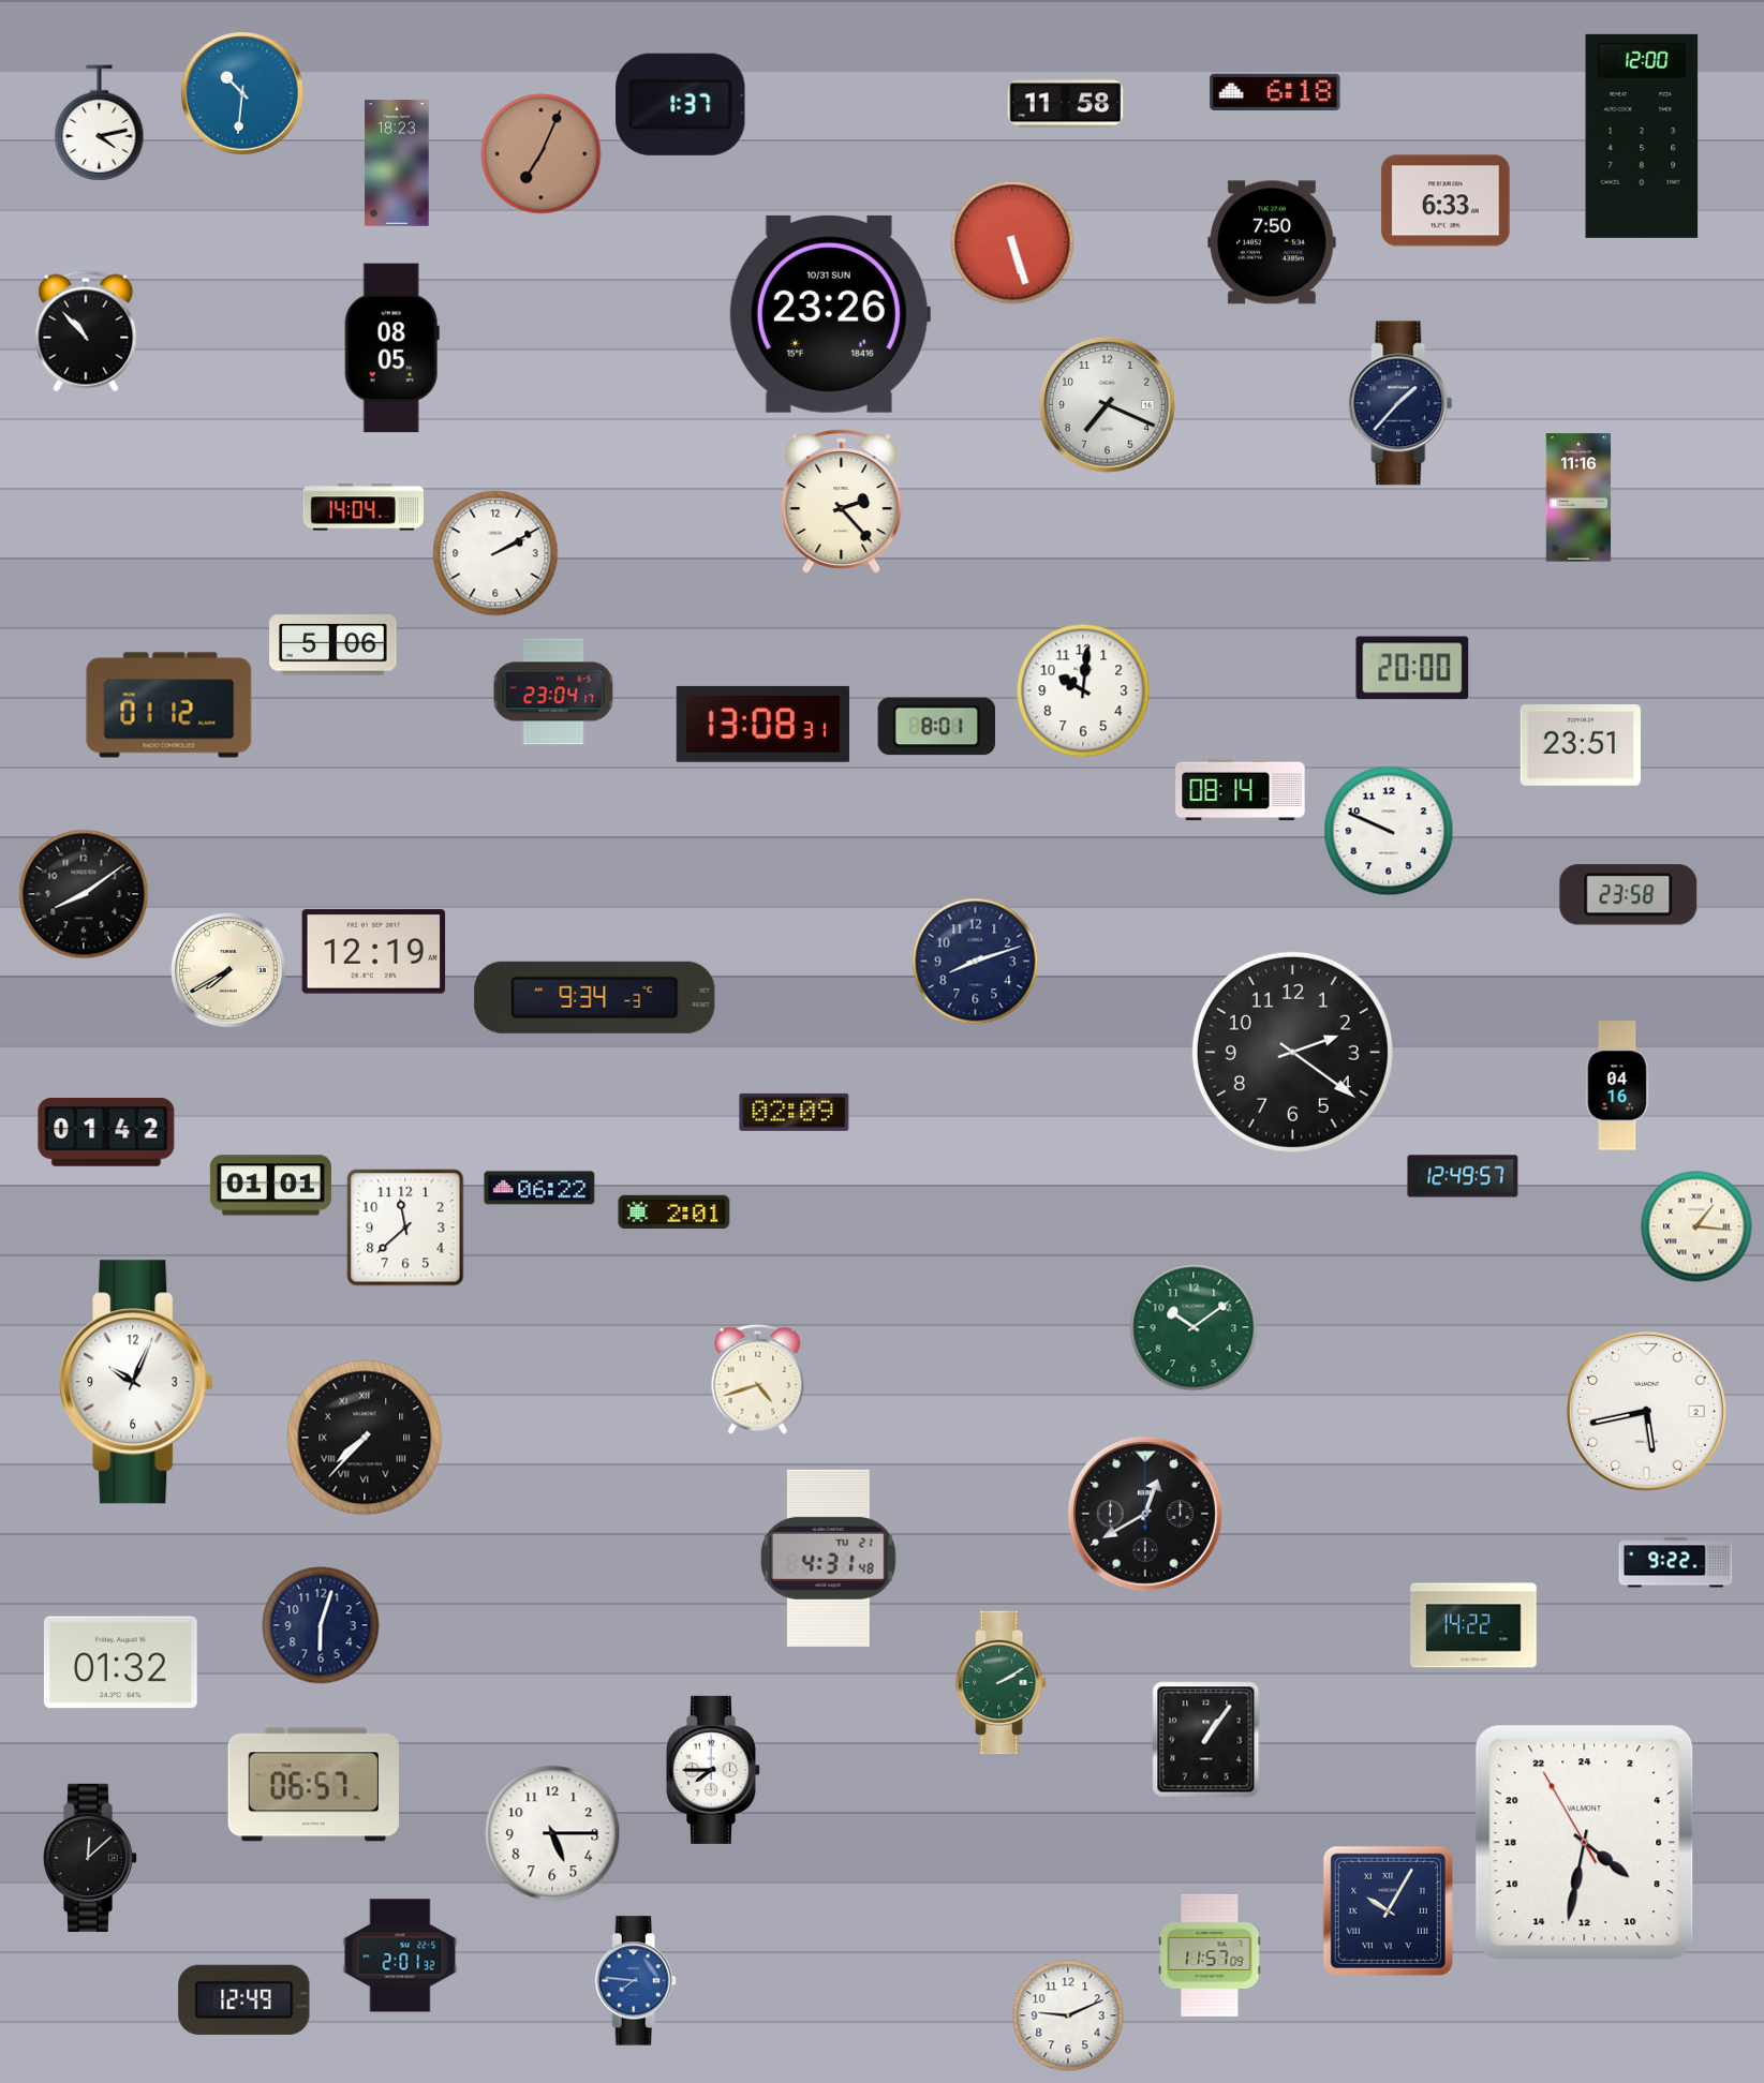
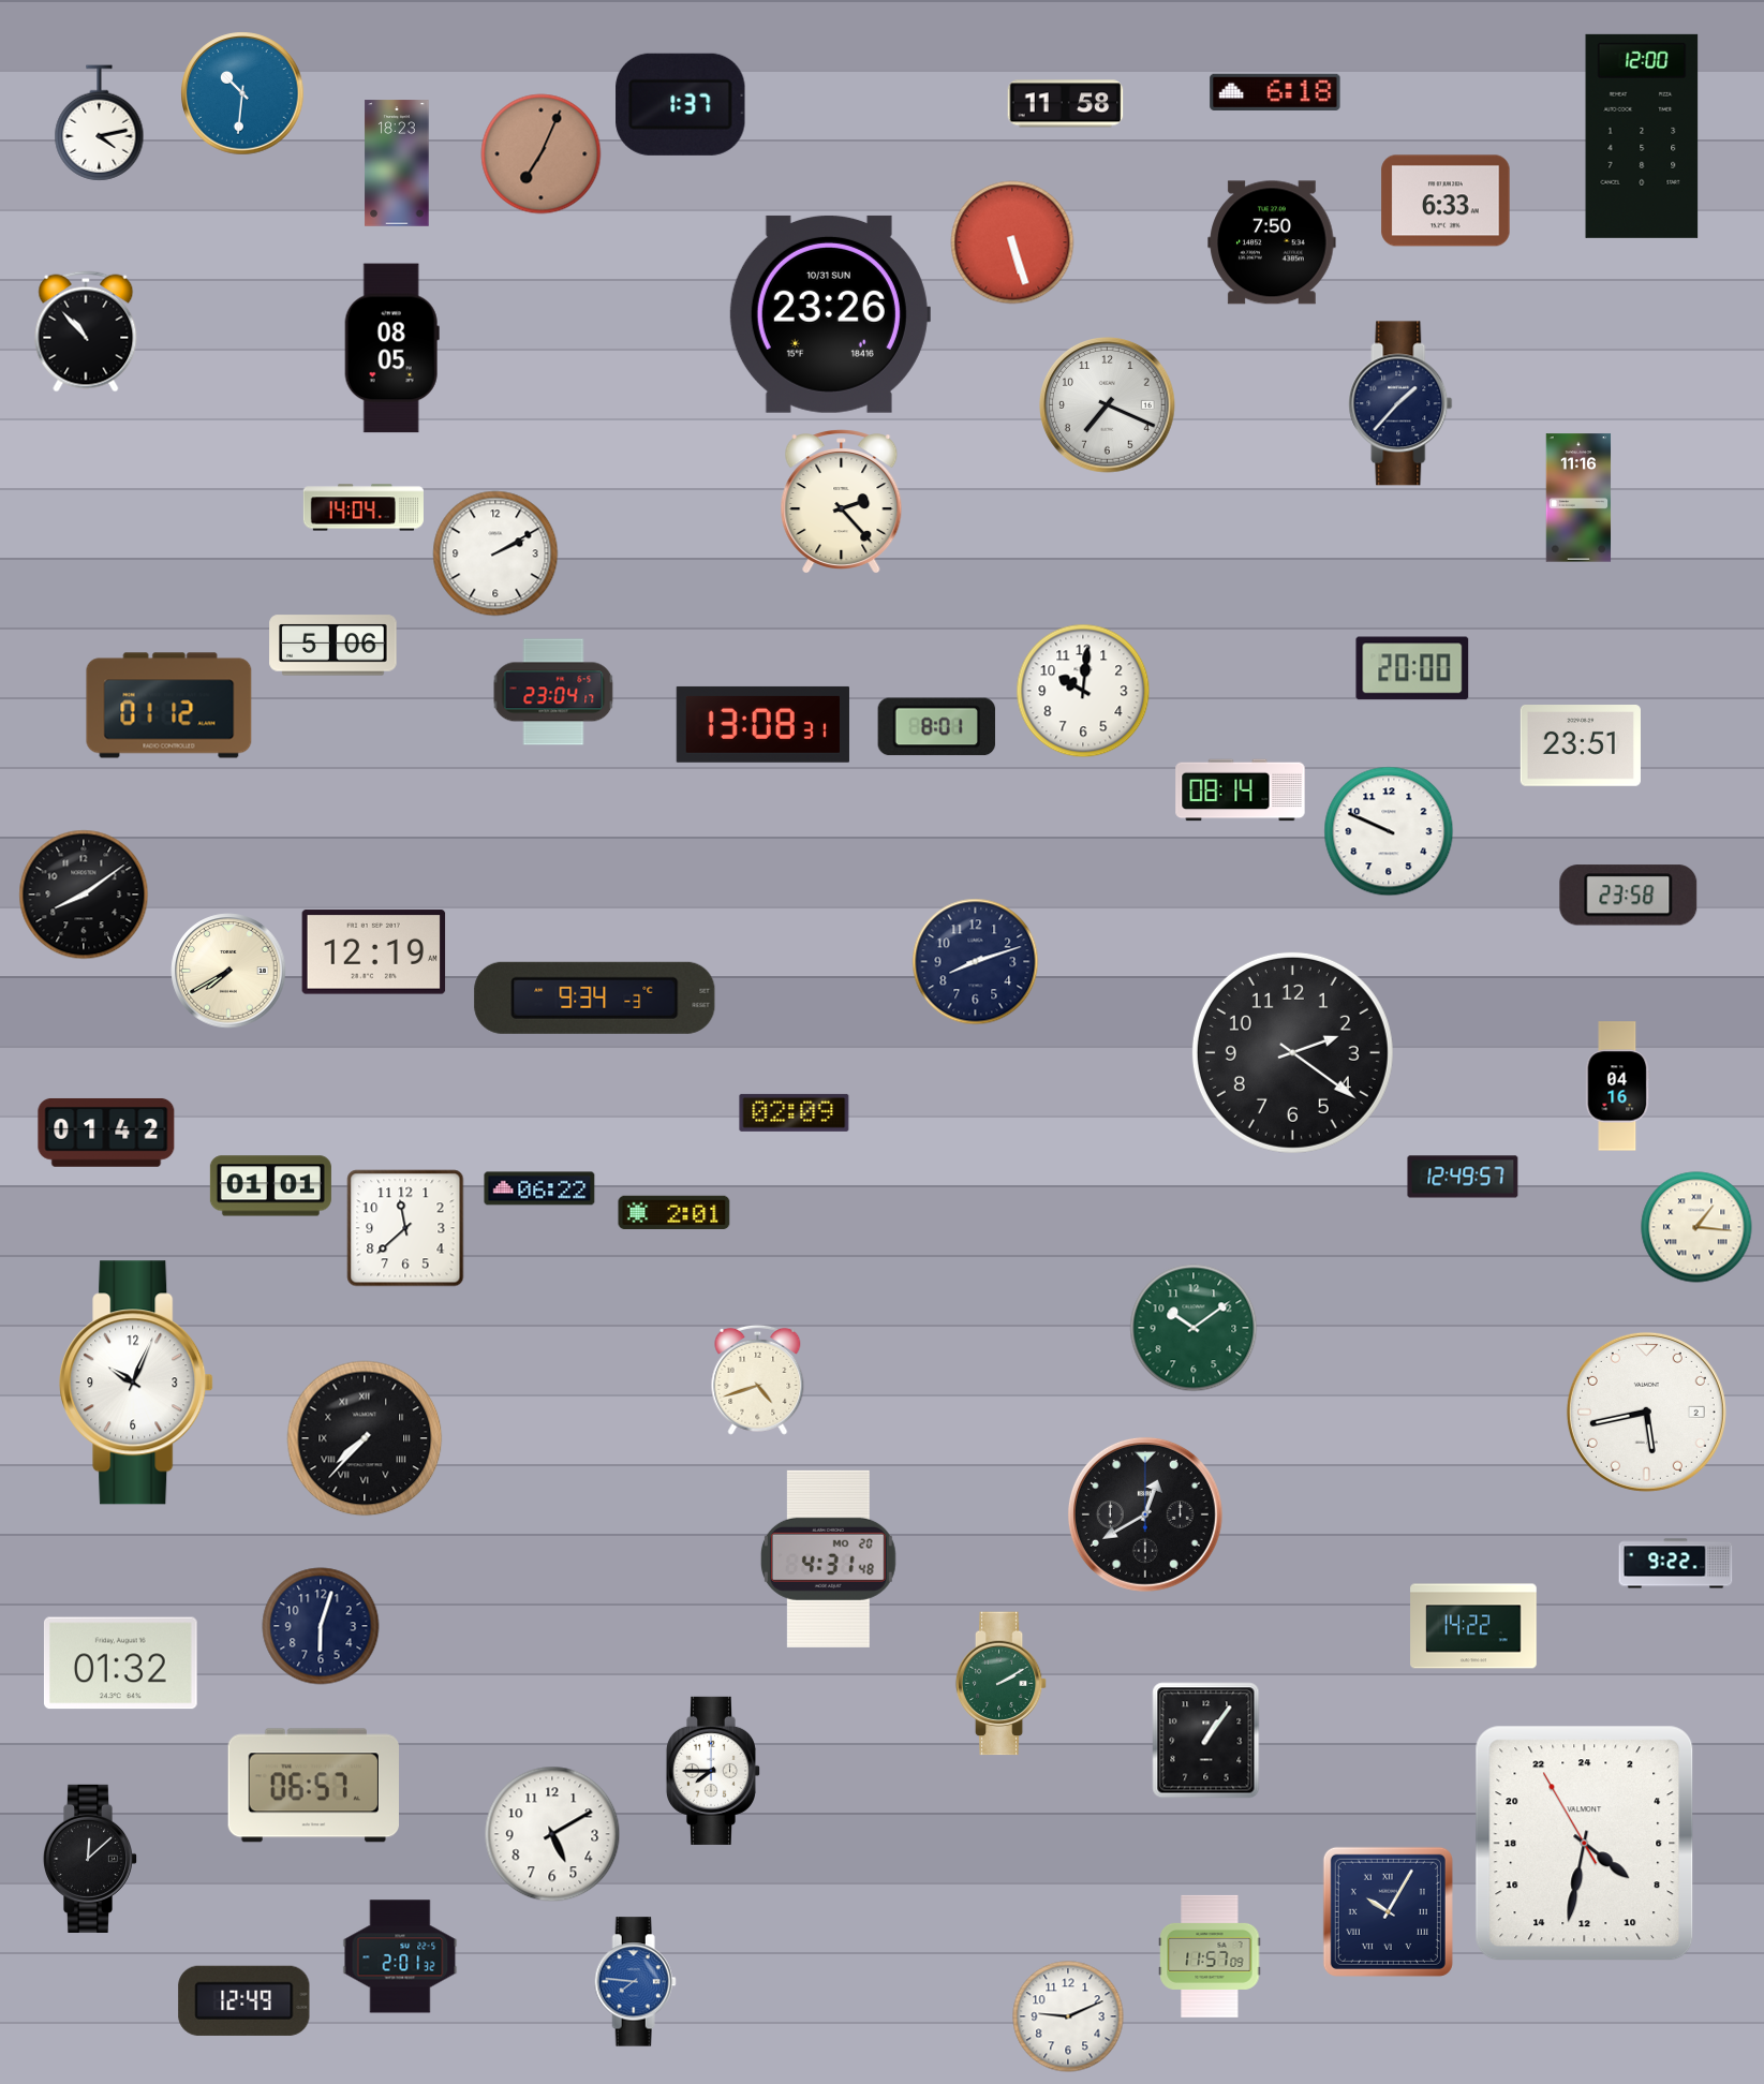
clock at (828, 1558) date: TU 21 -> MO 20
clock at (552, 1833): 5:15 -> 5:10
